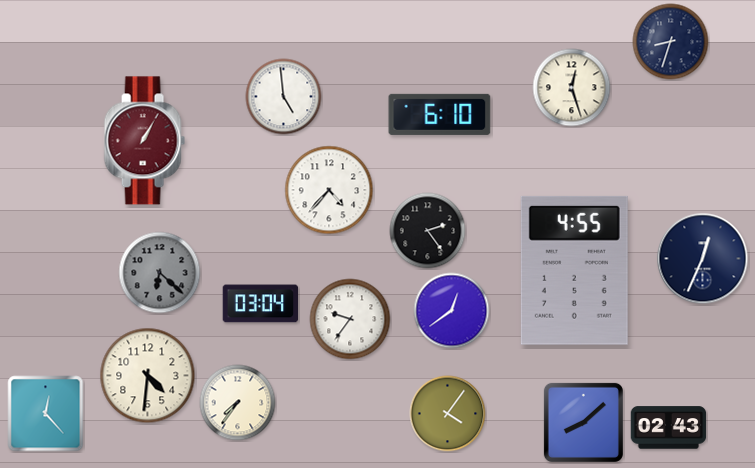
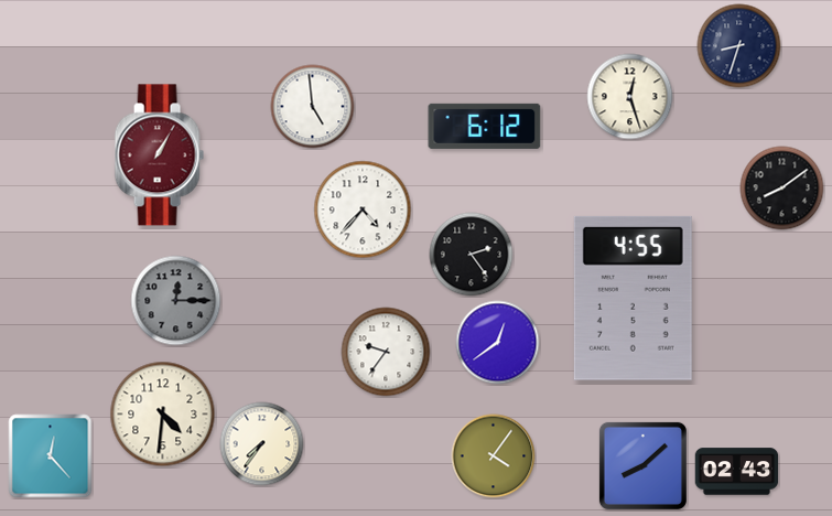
clock at (440, 114): 6:10 -> 6:12
clock at (782, 189): none -> 8:09
clock at (703, 259): 12:34 -> none
clock at (160, 273): 6:22 -> 12:15
clock at (261, 304): 03:04 -> none
